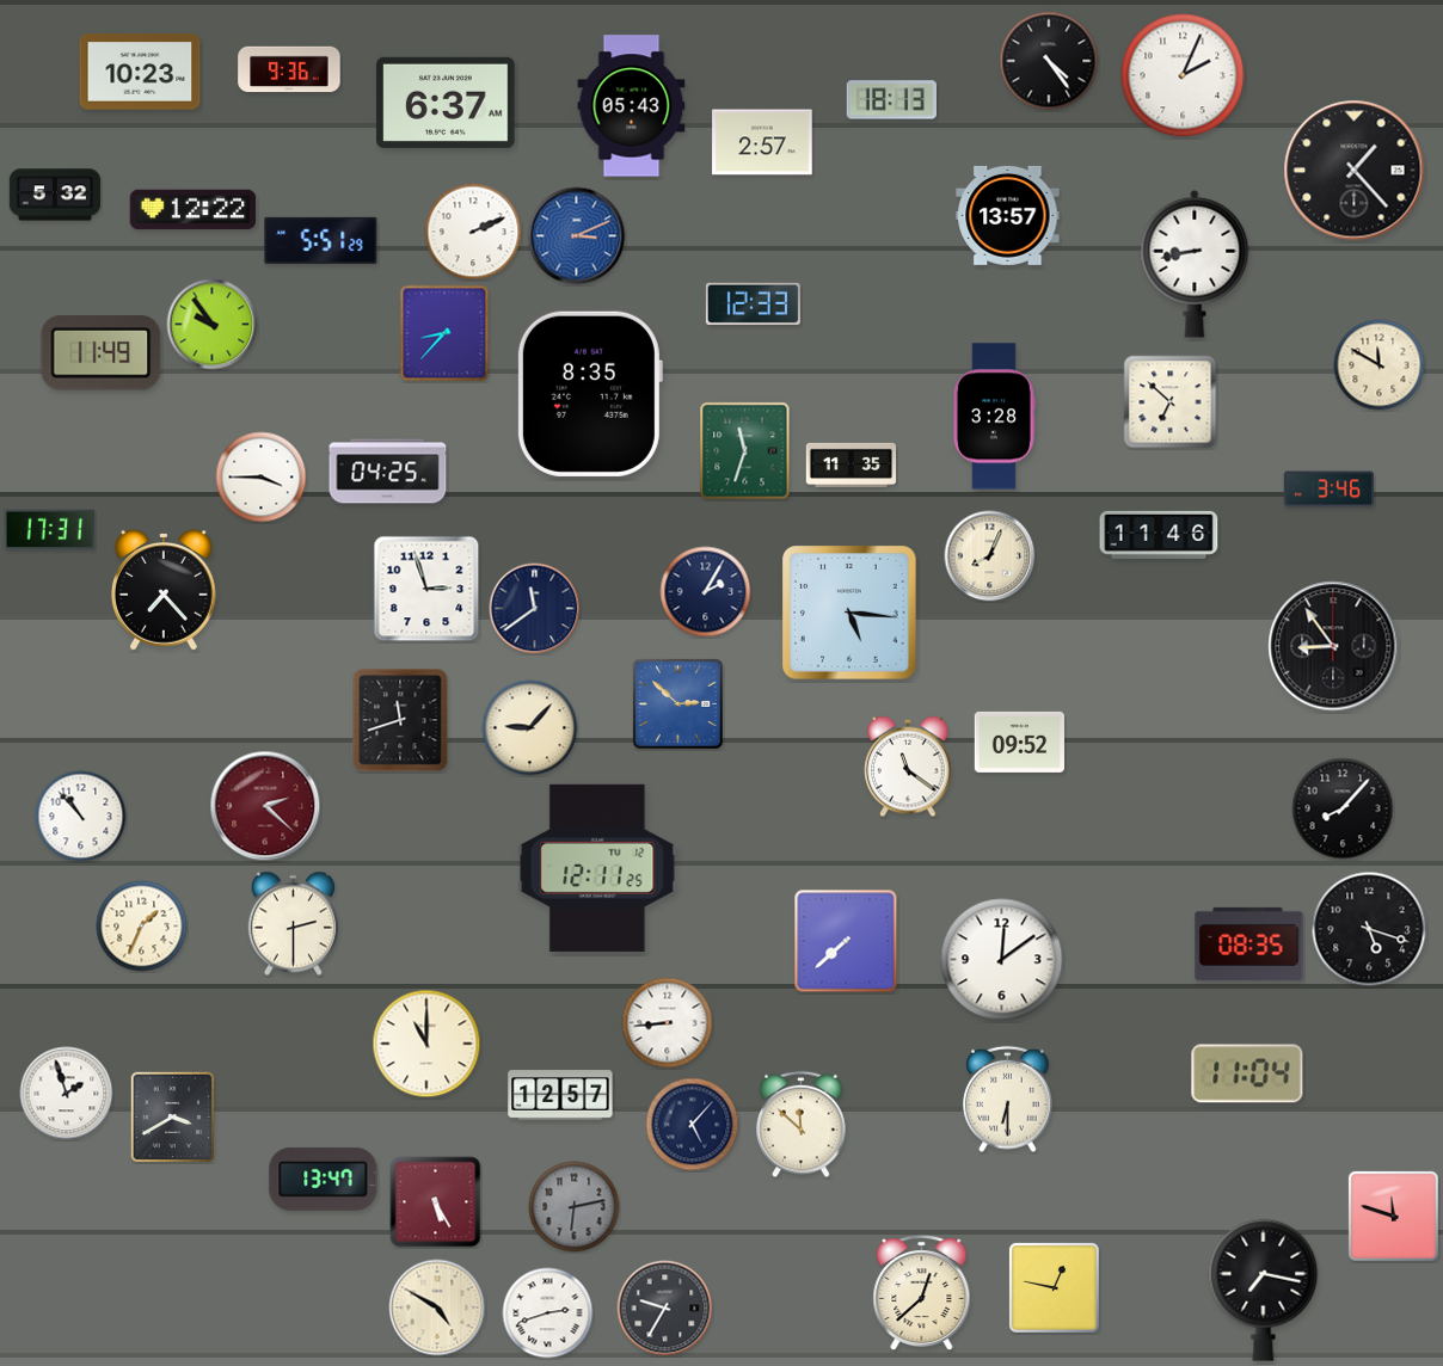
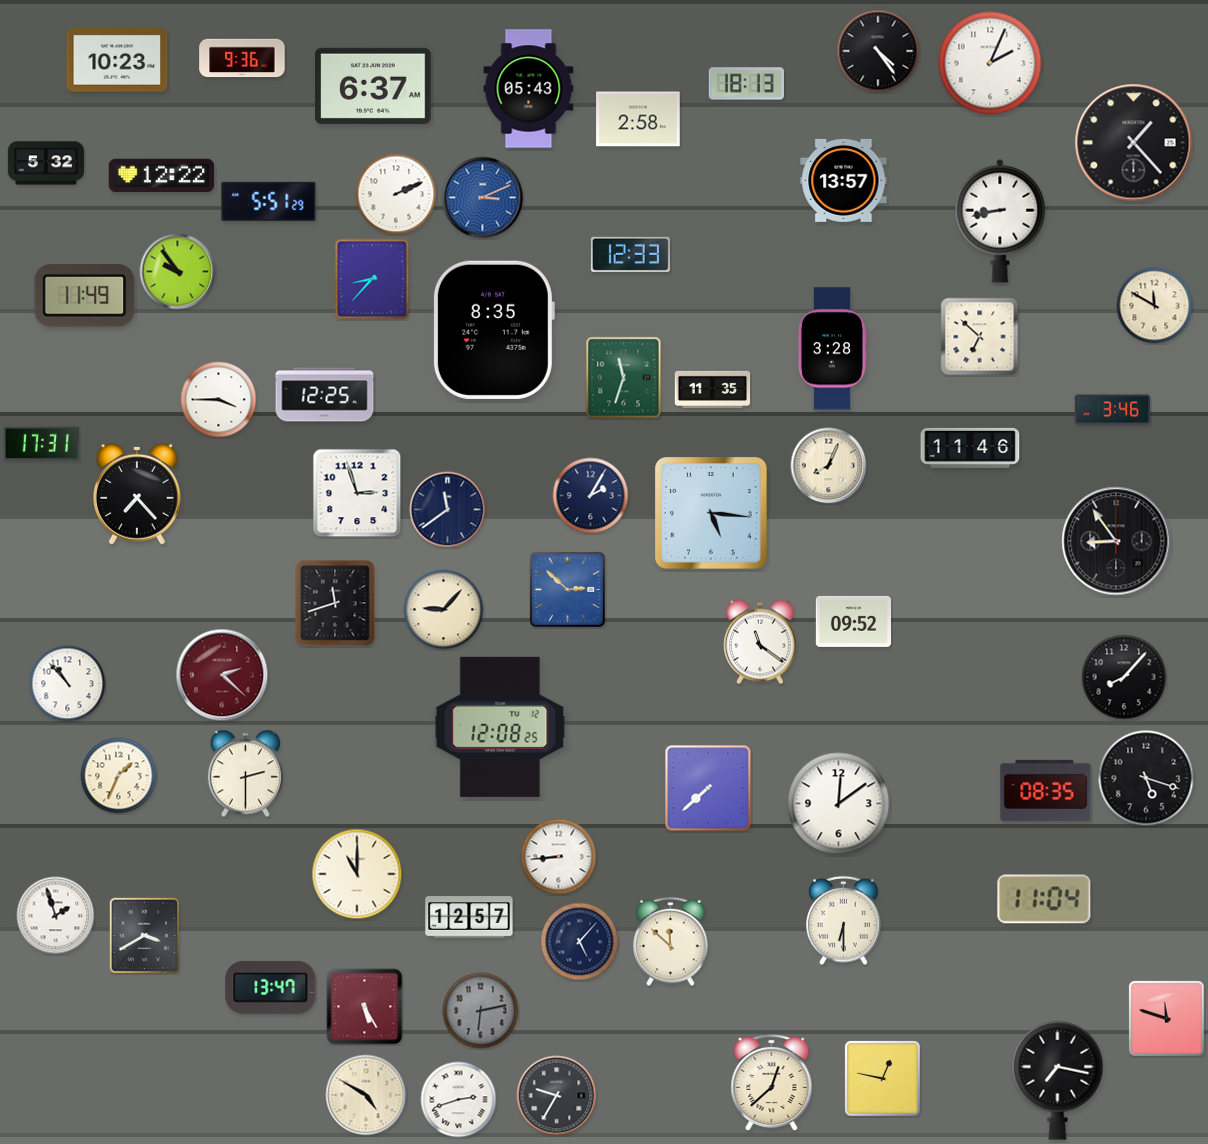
clock at (762, 142): 2:57 -> 2:58
clock at (388, 472): 04:25 -> 12:25
clock at (597, 868): 12:11 -> 12:08
